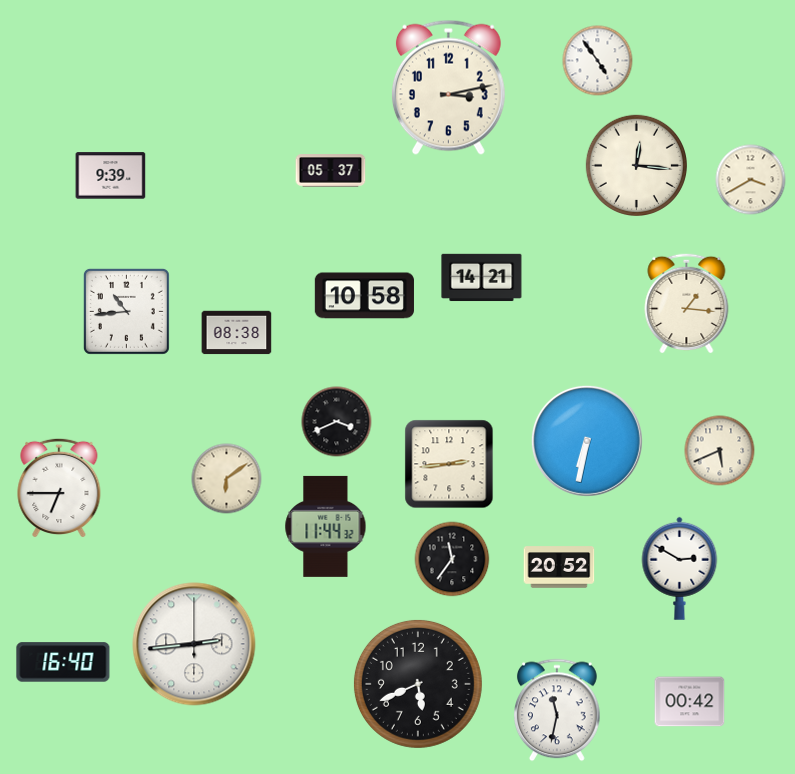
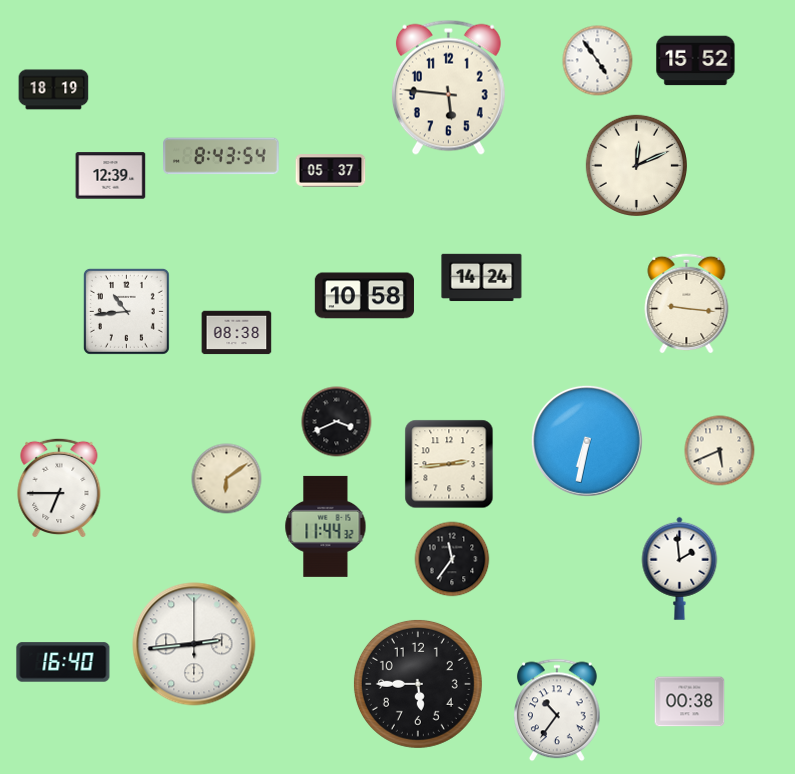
clock at (696, 61): none -> 15:52
clock at (448, 87): 3:13 -> 5:46
clock at (54, 90): none -> 18:19
clock at (221, 156): none -> 8:43
clock at (636, 165): 12:16 -> 12:11
clock at (111, 176): 9:39 -> 12:39
clock at (751, 180): 3:40 -> none
clock at (482, 278): 14:21 -> 14:24
clock at (687, 303): 1:16 -> 9:16
clock at (559, 567): 20:52 -> none
clock at (680, 568): 2:50 -> 1:59
clock at (418, 684): 5:41 -> 5:45
clock at (690, 702): 00:42 -> 00:38
clock at (558, 710): 11:32 -> 10:36
